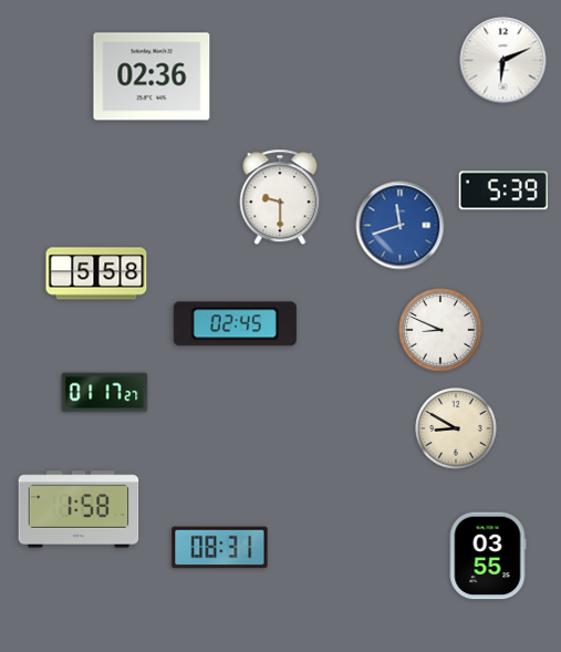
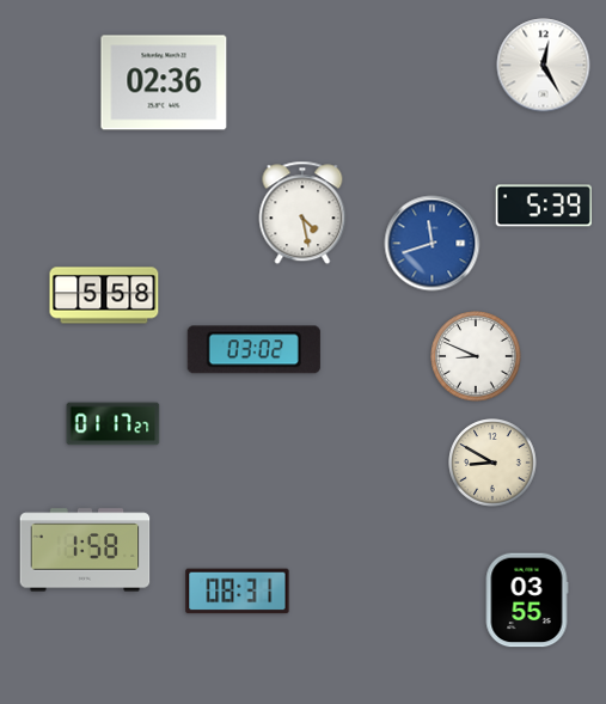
clock at (503, 61): 6:11 -> 12:25
clock at (280, 197): 9:30 -> 4:28
clock at (235, 324): 02:45 -> 03:02
